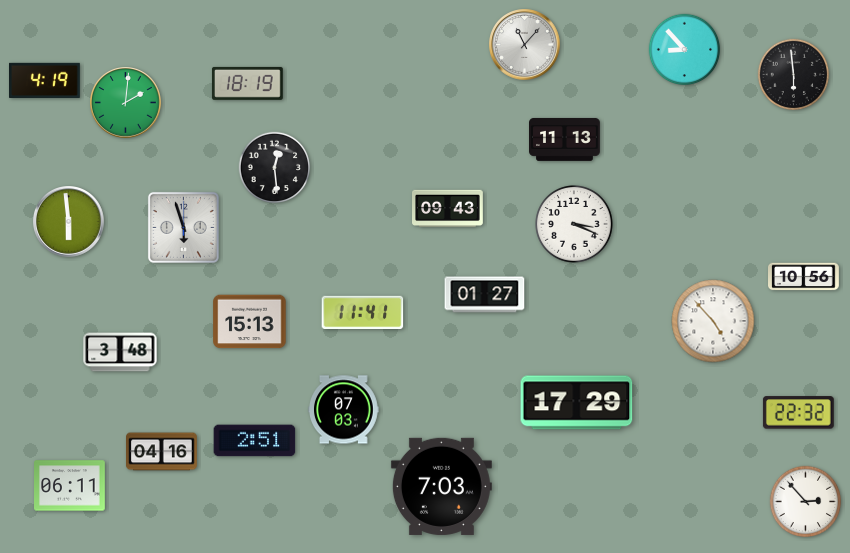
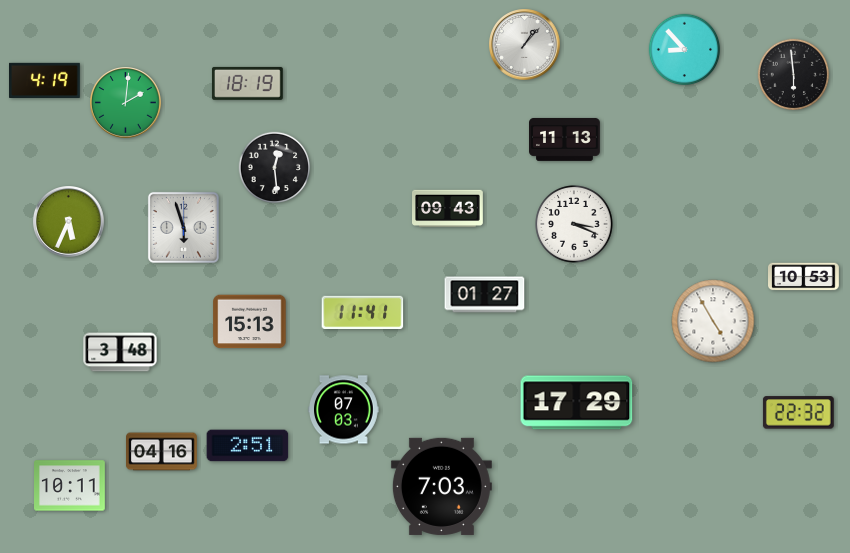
clock at (525, 45): 11:07 -> 1:07
clock at (69, 222): 5:59 -> 5:34
clock at (804, 277): 10:56 -> 10:53
clock at (713, 321): 4:53 -> 4:55
clock at (255, 441) position: (255, 441) -> (248, 446)
clock at (70, 486): 06:11 -> 10:11
clock at (806, 502): 2:53 -> none
